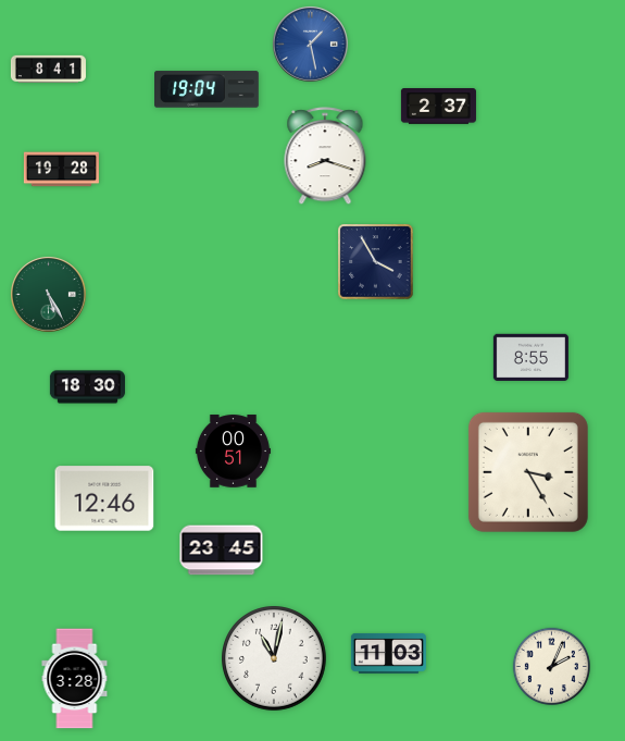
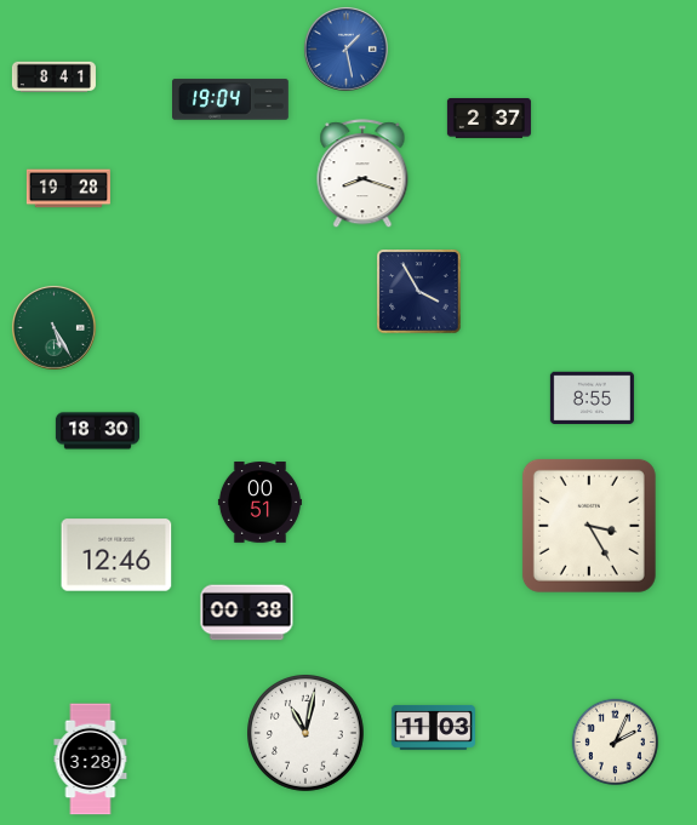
clock at (222, 551): 23:45 -> 00:38
clock at (75, 679) position: (75, 679) -> (91, 760)
